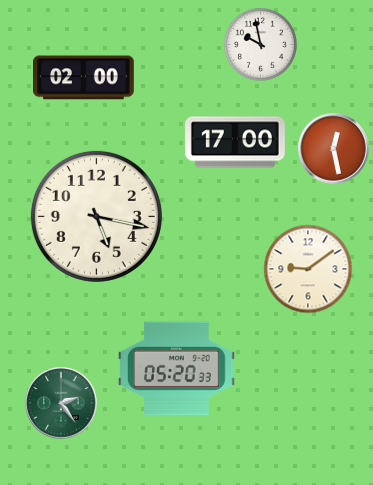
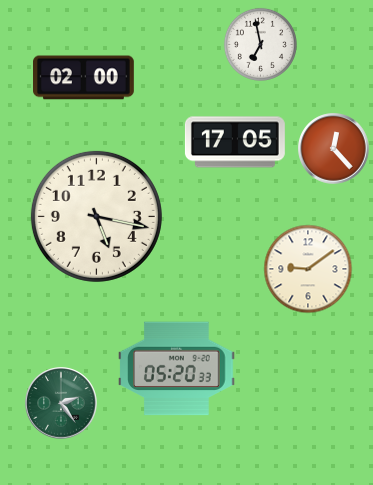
clock at (260, 44): 9:58 -> 6:58
clock at (235, 142): 17:00 -> 17:05
clock at (334, 149): 12:28 -> 12:23
